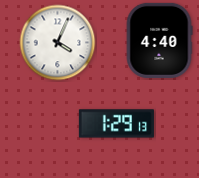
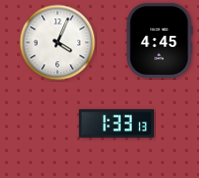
clock at (159, 40): 4:40 -> 4:45
clock at (116, 124): 1:29 -> 1:33
